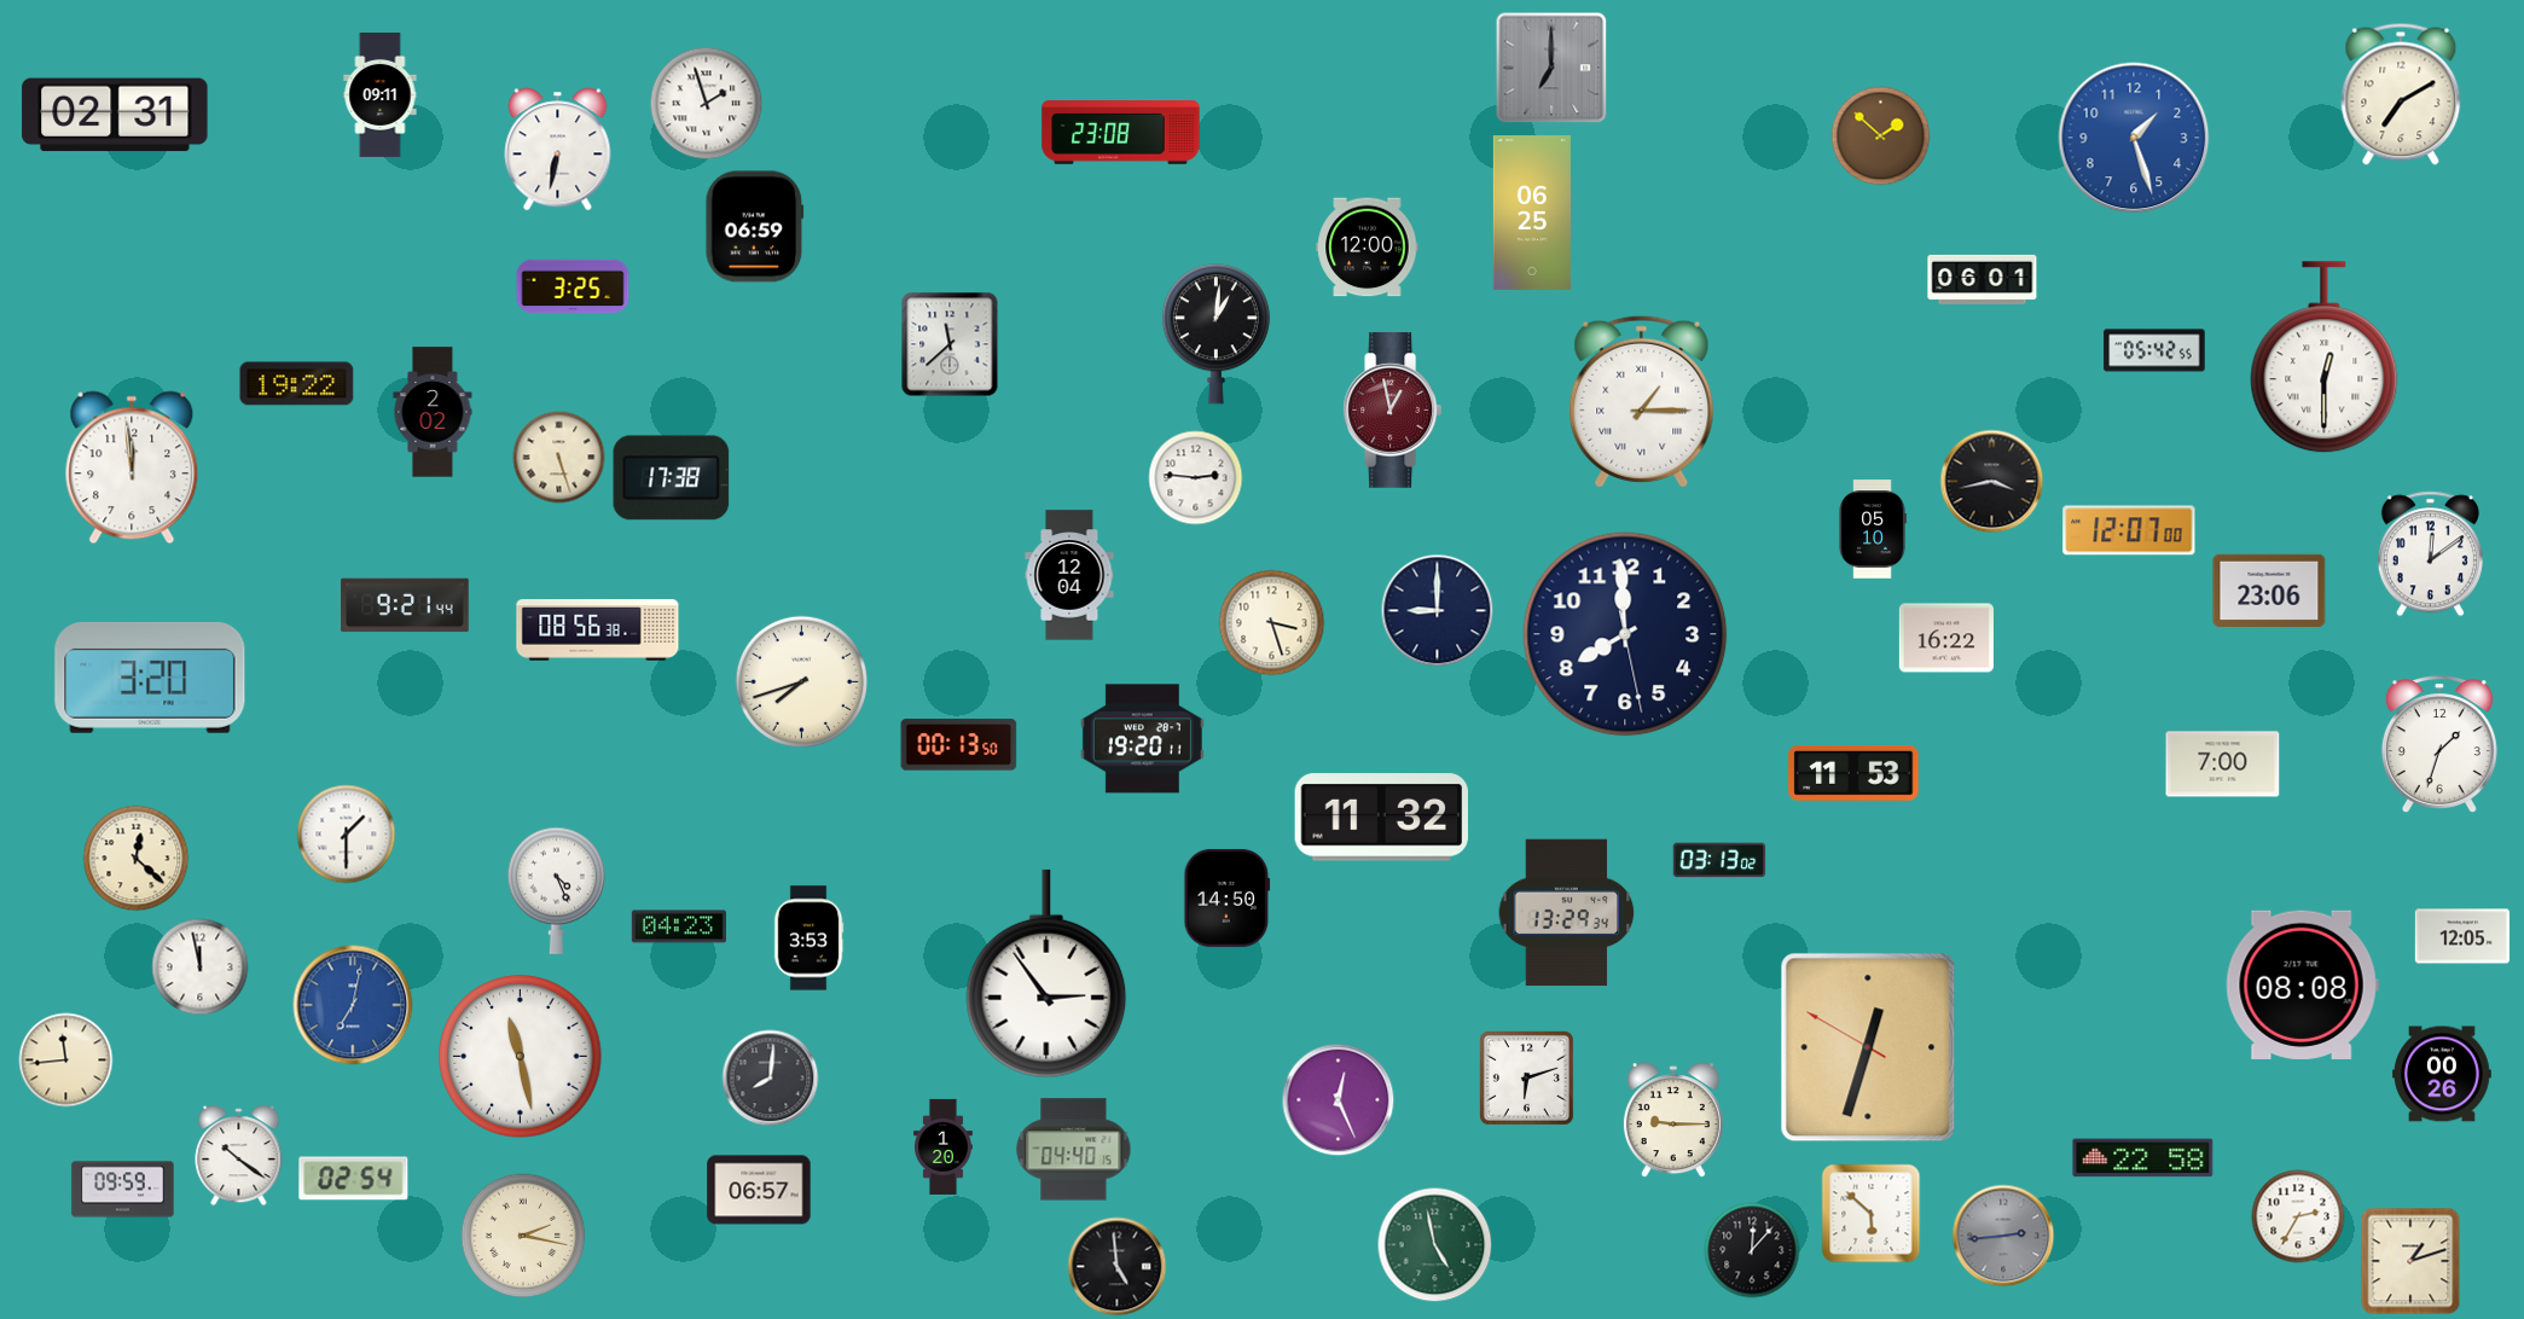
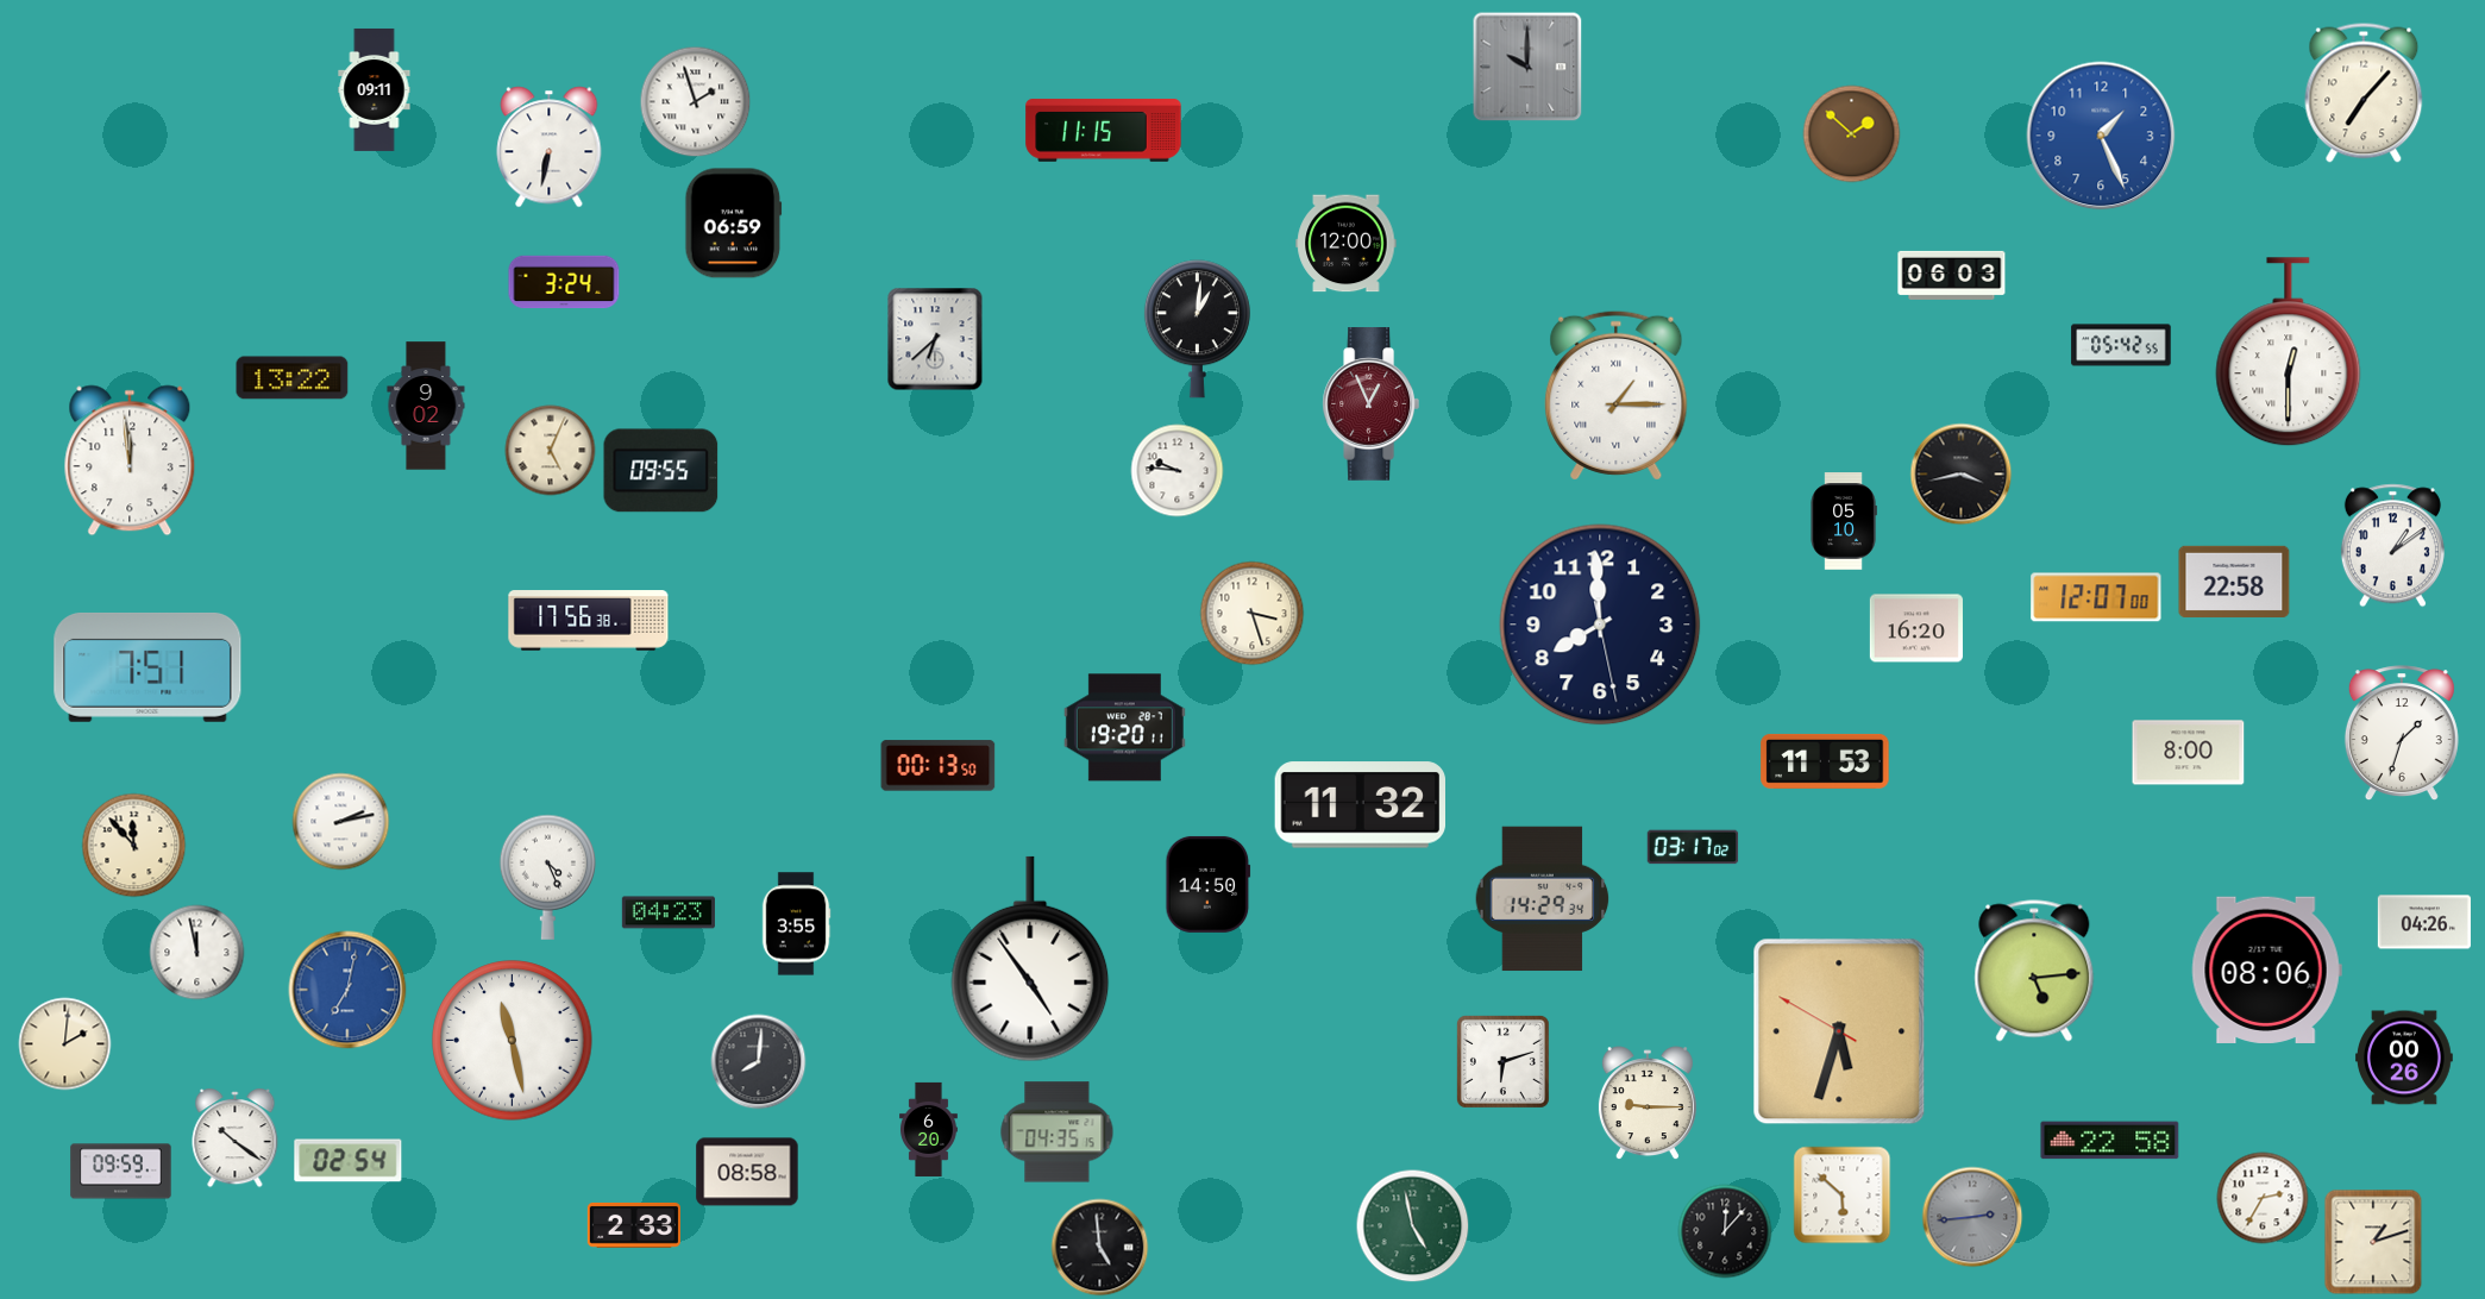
clock at (1551, 68): 7:00 -> 10:00
clock at (381, 94) position: (381, 94) -> (375, 89)
clock at (2401, 94): 7:10 -> 7:07
clock at (115, 115): 02:31 -> none
clock at (1121, 133): 23:08 -> 11:15
clock at (2134, 138): 1:27 -> 1:26
clock at (1532, 213): 06:25 -> none
clock at (755, 227) position: (755, 227) -> (734, 224)
clock at (1983, 279): 06:01 -> 06:03
clock at (573, 286): 3:25 -> 3:24
clock at (950, 344): 11:38 -> 6:38
clock at (297, 384): 19:22 -> 13:22
clock at (1392, 411): 12:58 -> 12:56
clock at (433, 412): 2:02 -> 9:02
clock at (559, 458): 5:27 -> 5:04
clock at (672, 478): 17:38 -> 09:55
clock at (1196, 478): 2:46 -> 9:46
clock at (2129, 530) position: (2129, 530) -> (2096, 597)
clock at (2430, 554): 12:09 -> 1:09
clock at (1069, 575): 12:04 -> none
clock at (2269, 589): 23:06 -> 22:58
clock at (405, 605): 9:21 -> none
clock at (1438, 611): 9:00 -> none
clock at (598, 631): 08:56 -> 17:56
clock at (1946, 638): 16:22 -> 16:20
clock at (150, 678): 3:20 -> 7:51
clock at (801, 681): 7:42 -> none
clock at (959, 745) position: (959, 745) -> (939, 766)
clock at (2223, 765): 7:00 -> 8:00
clock at (347, 835): 1:30 -> 2:13
clock at (137, 859): 12:22 -> 11:53
clock at (1719, 860): 03:13 -> 03:17
clock at (1567, 913): 13:29 -> 14:29
clock at (2462, 936): 12:05 -> 04:26
clock at (808, 939): 3:53 -> 3:55
clock at (1046, 974): 2:54 -> 4:54
clock at (2302, 984): 08:08 -> 08:06
clock at (2034, 971): none -> 5:14
clock at (1868, 1047): 12:32 -> 5:32
clock at (66, 1061): 11:44 -> 2:01
clock at (1339, 1100): 12:26 -> none
clock at (944, 1146): 1:20 -> 6:20
clock at (1074, 1150): 04:40 -> 04:35
clock at (759, 1190): 06:57 -> 08:58
clock at (523, 1236): 2:17 -> none
clock at (634, 1225): none -> 2:33
